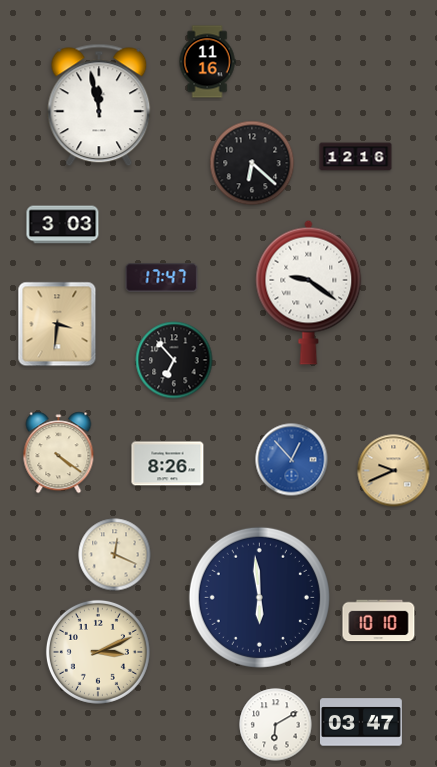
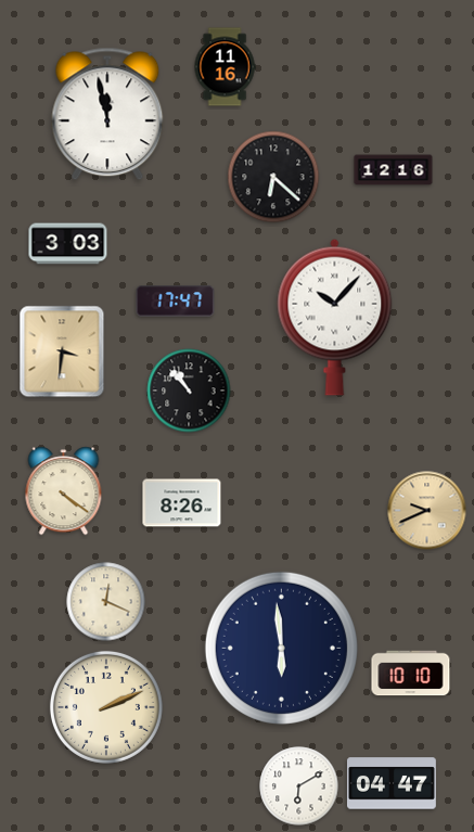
clock at (356, 157) position: (356, 157) -> (394, 170)
clock at (309, 292): 9:21 -> 10:07
clock at (174, 360): 6:53 -> 10:53
clock at (292, 460): 12:53 -> none
clock at (115, 555) position: (115, 555) -> (106, 602)
clock at (98, 652): 3:11 -> 2:11
clock at (361, 722): 03:47 -> 04:47
